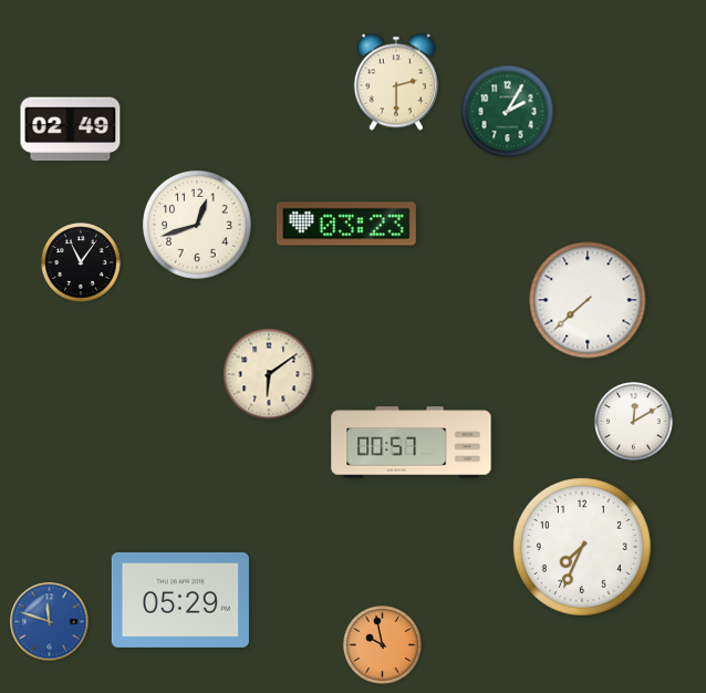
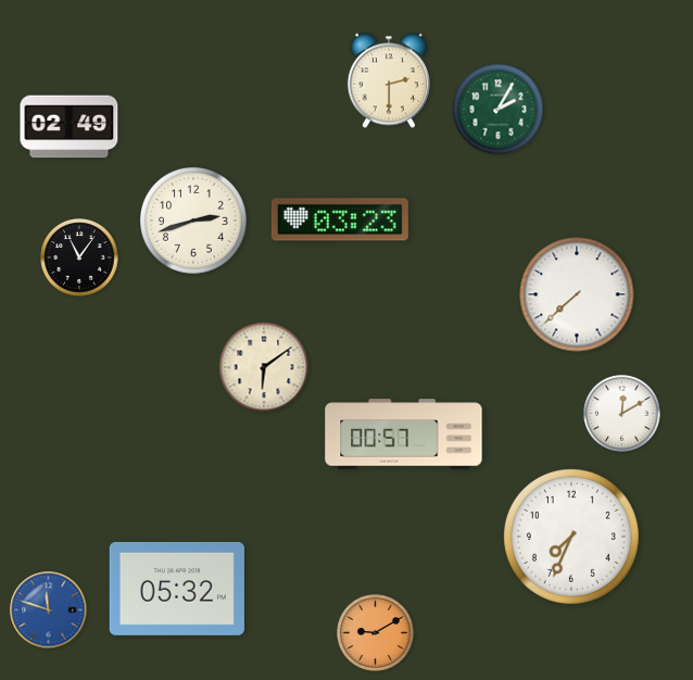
clock at (198, 226): 12:42 -> 2:42
clock at (180, 600): 05:29 -> 05:32
clock at (383, 645): 9:58 -> 9:10
